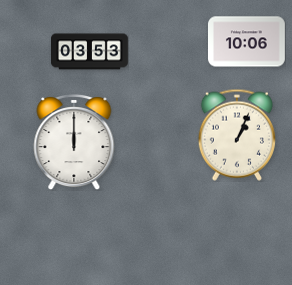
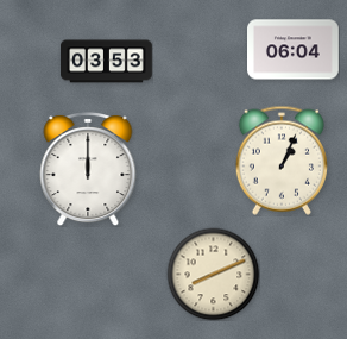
clock at (247, 42): 10:06 -> 06:04
clock at (213, 274): none -> 8:11
